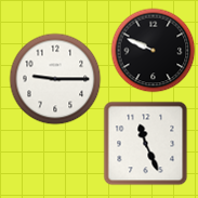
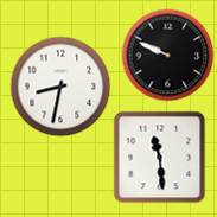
clock at (55, 79): 9:15 -> 8:32
clock at (145, 143): 11:26 -> 11:29
